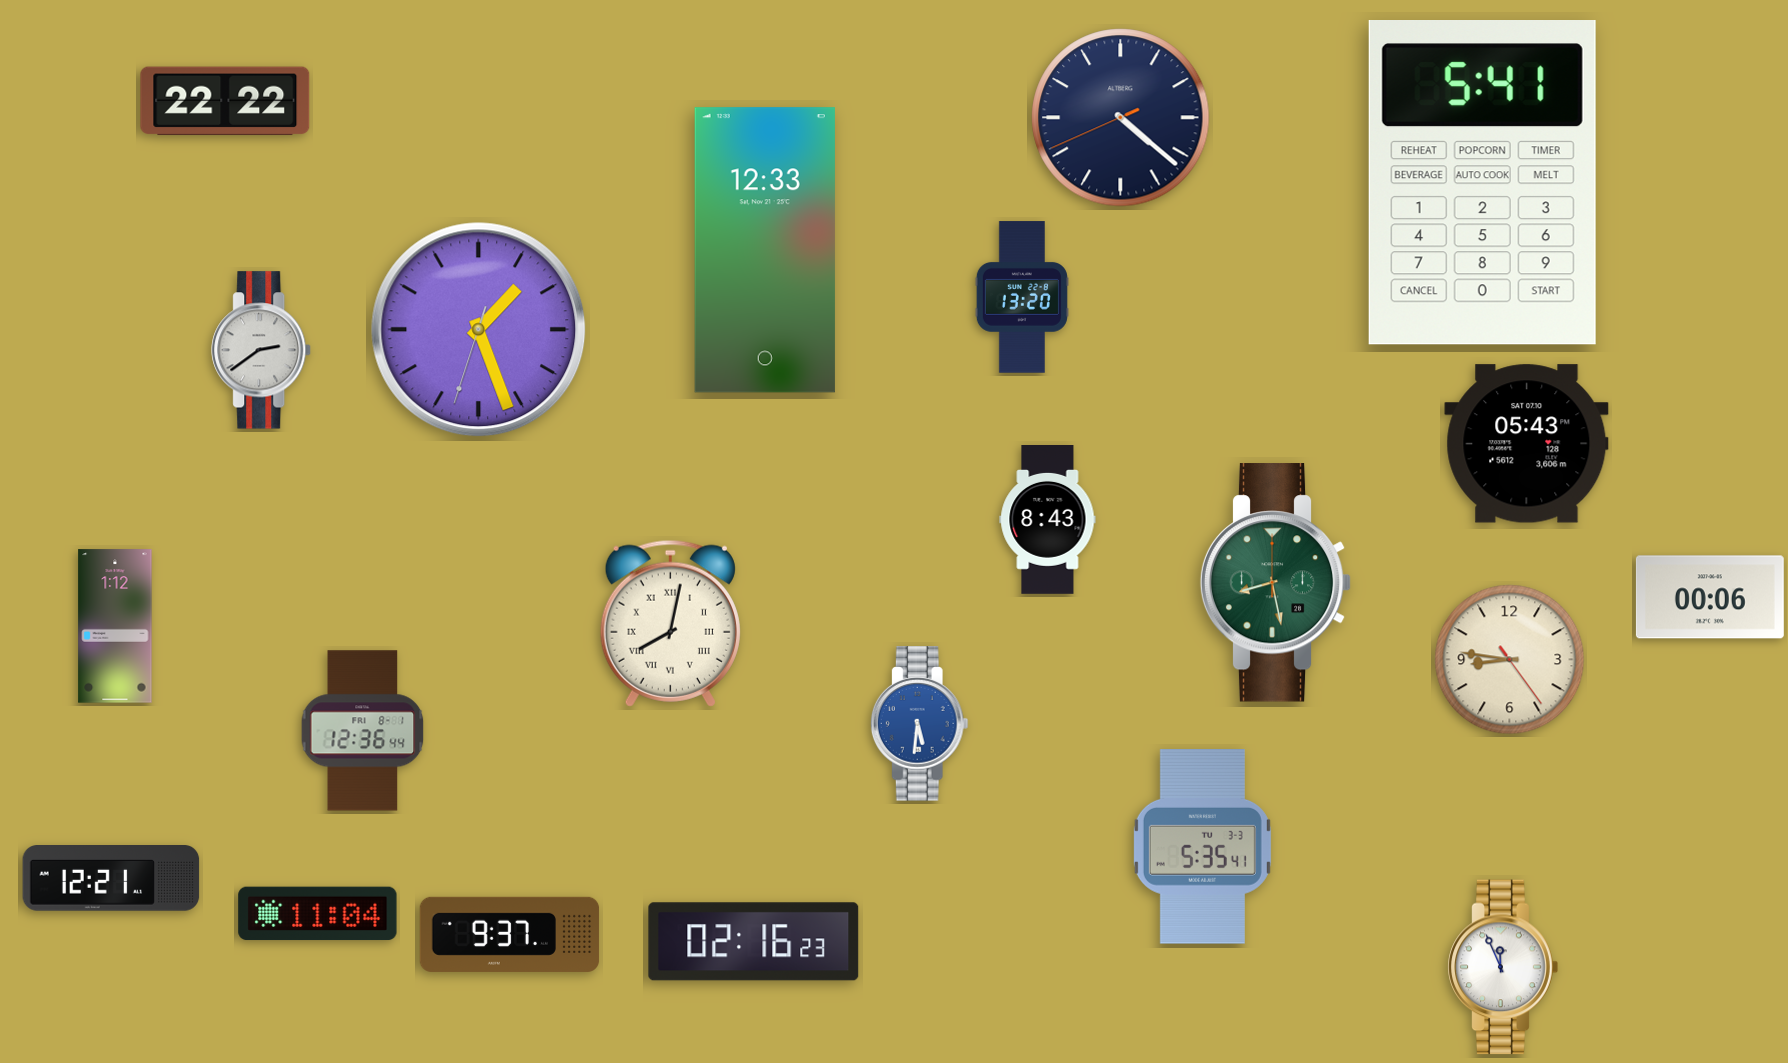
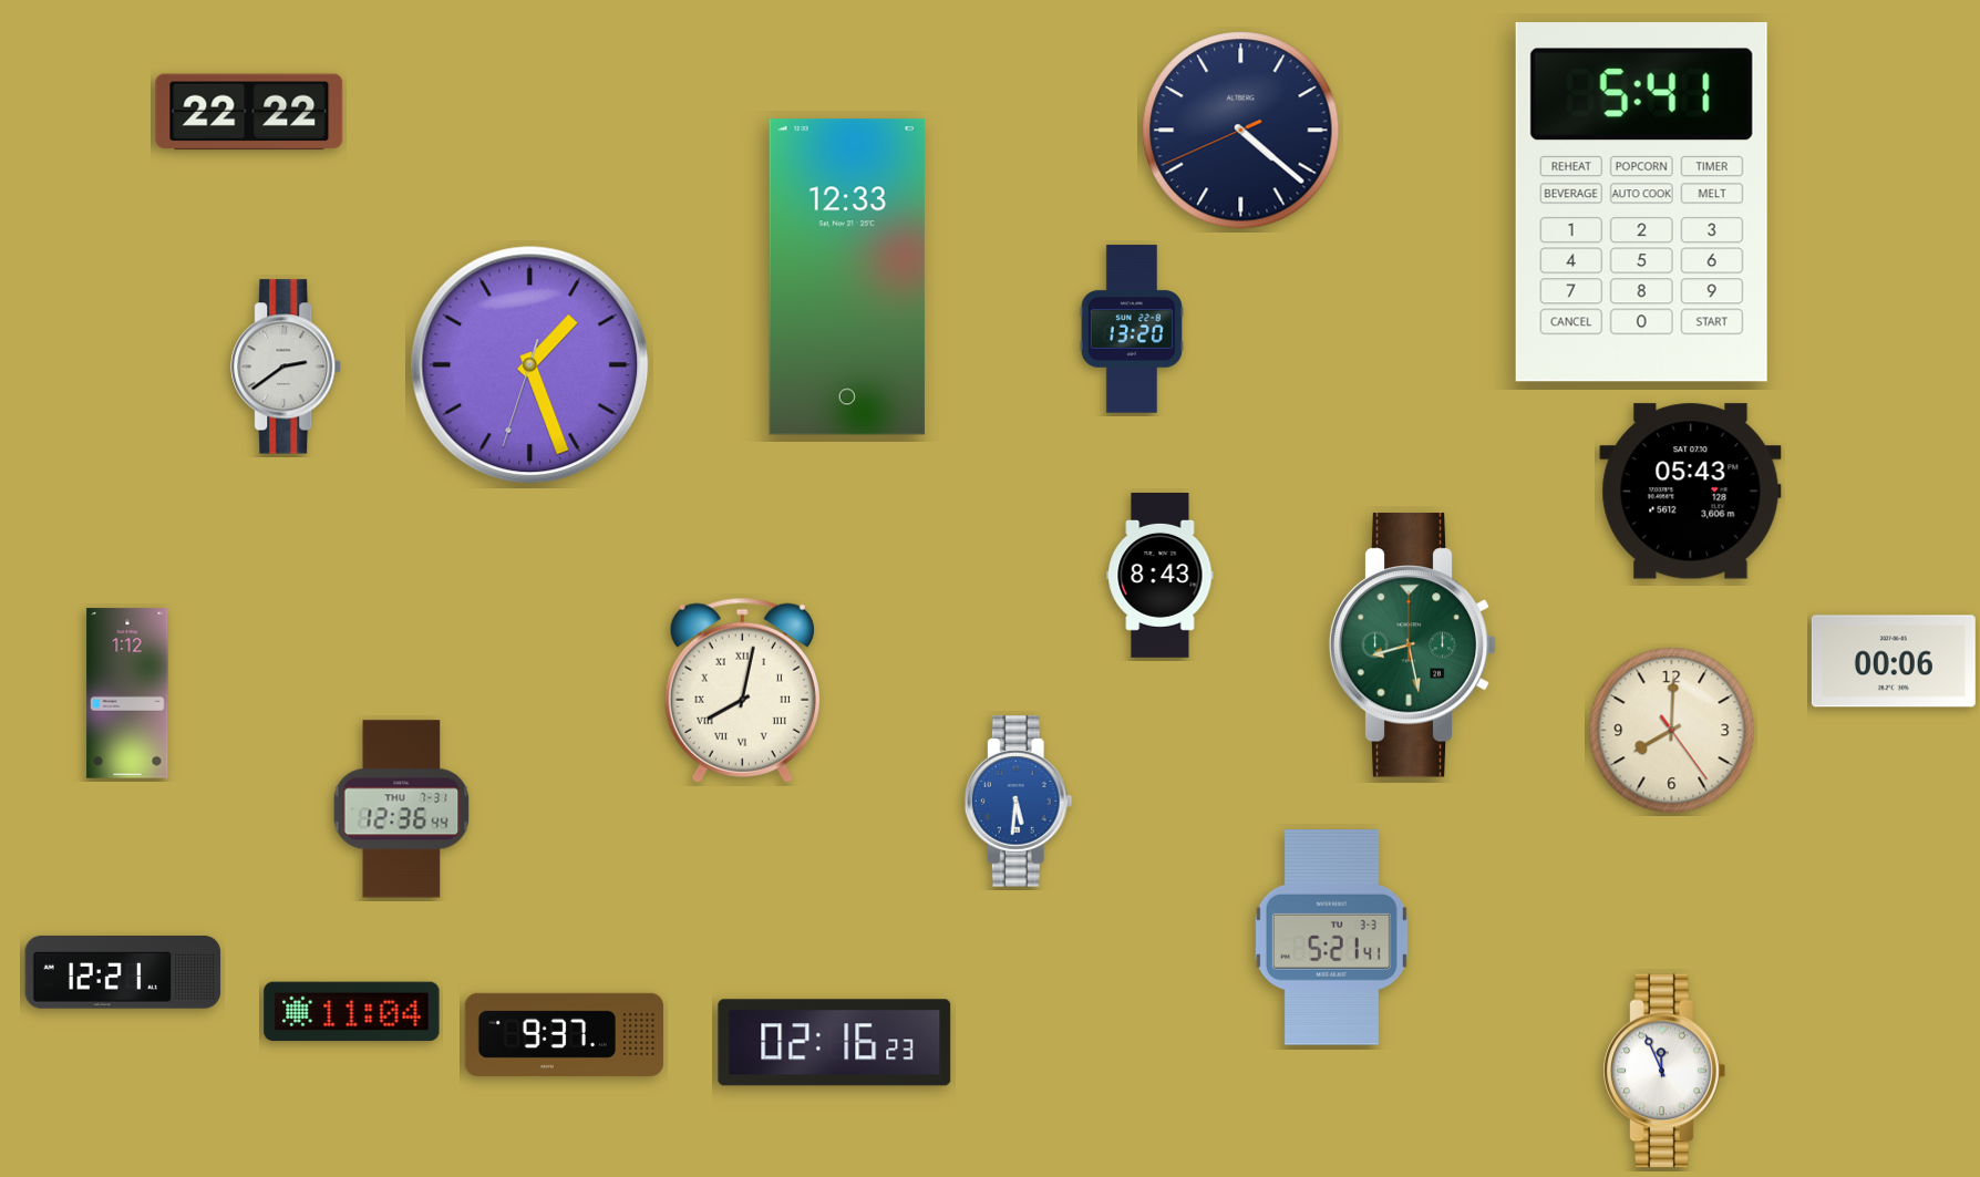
clock at (262, 350) position: (262, 350) -> (287, 366)
clock at (1510, 660): 8:46 -> 8:00
clock at (363, 731) date: FRI 8-1 -> THU 7-31
clock at (1202, 847): 5:35 -> 5:21
